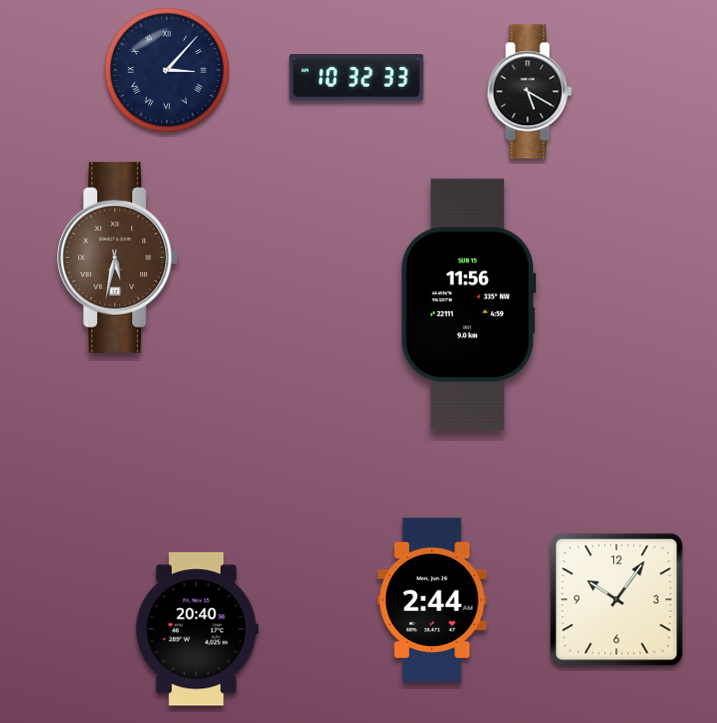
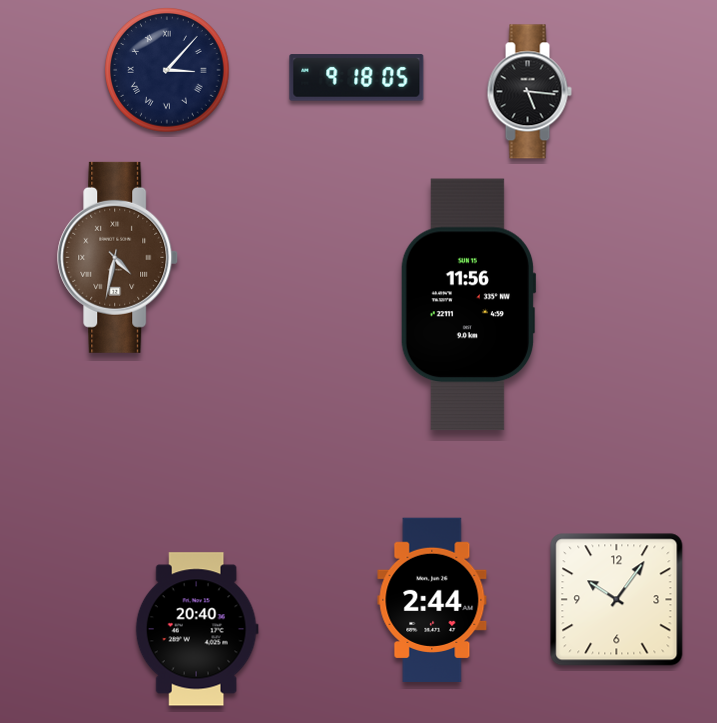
clock at (357, 78): 10:32 -> 9:18
clock at (529, 92): 5:20 -> 5:16
clock at (118, 257): 5:32 -> 4:32
